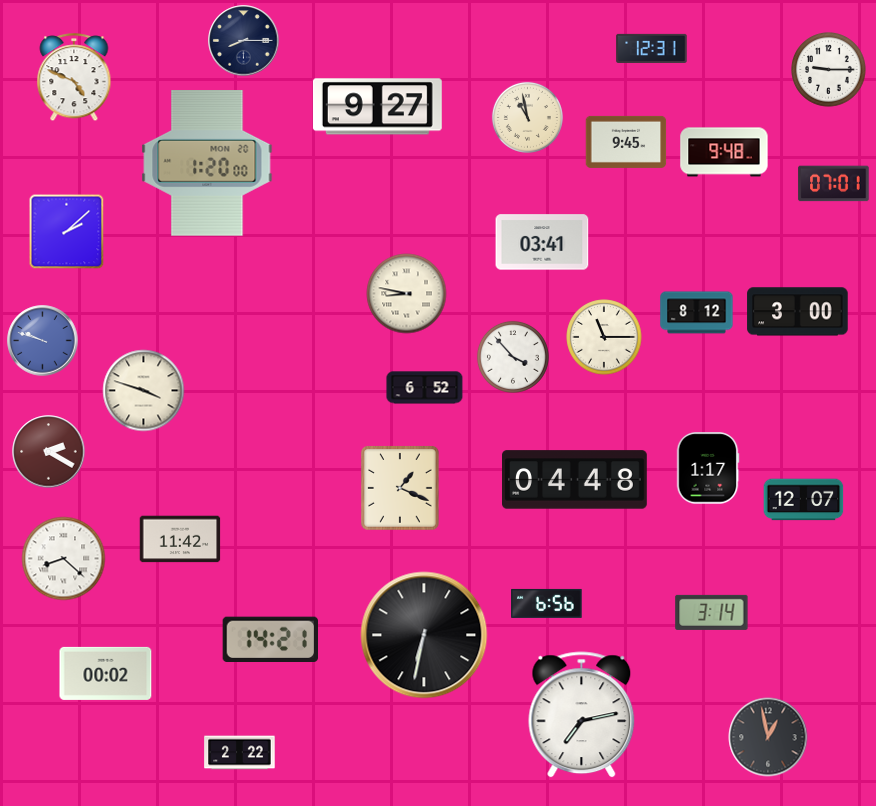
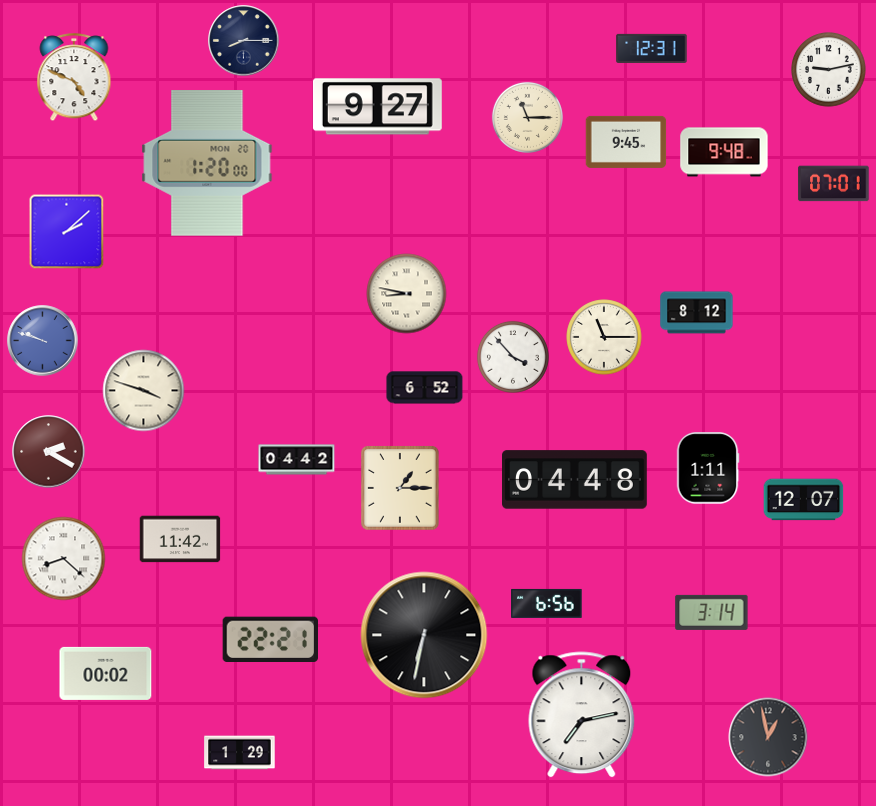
clock at (829, 70): 9:15 -> 9:13
clock at (527, 117): 10:58 -> 11:15
clock at (542, 242): 03:41 -> none
clock at (798, 312): 3:00 -> none
clock at (297, 460): none -> 04:42
clock at (708, 468): 1:17 -> 1:11
clock at (401, 489): 1:19 -> 1:15
clock at (270, 639): 14:21 -> 22:21
clock at (240, 753): 2:22 -> 1:29
